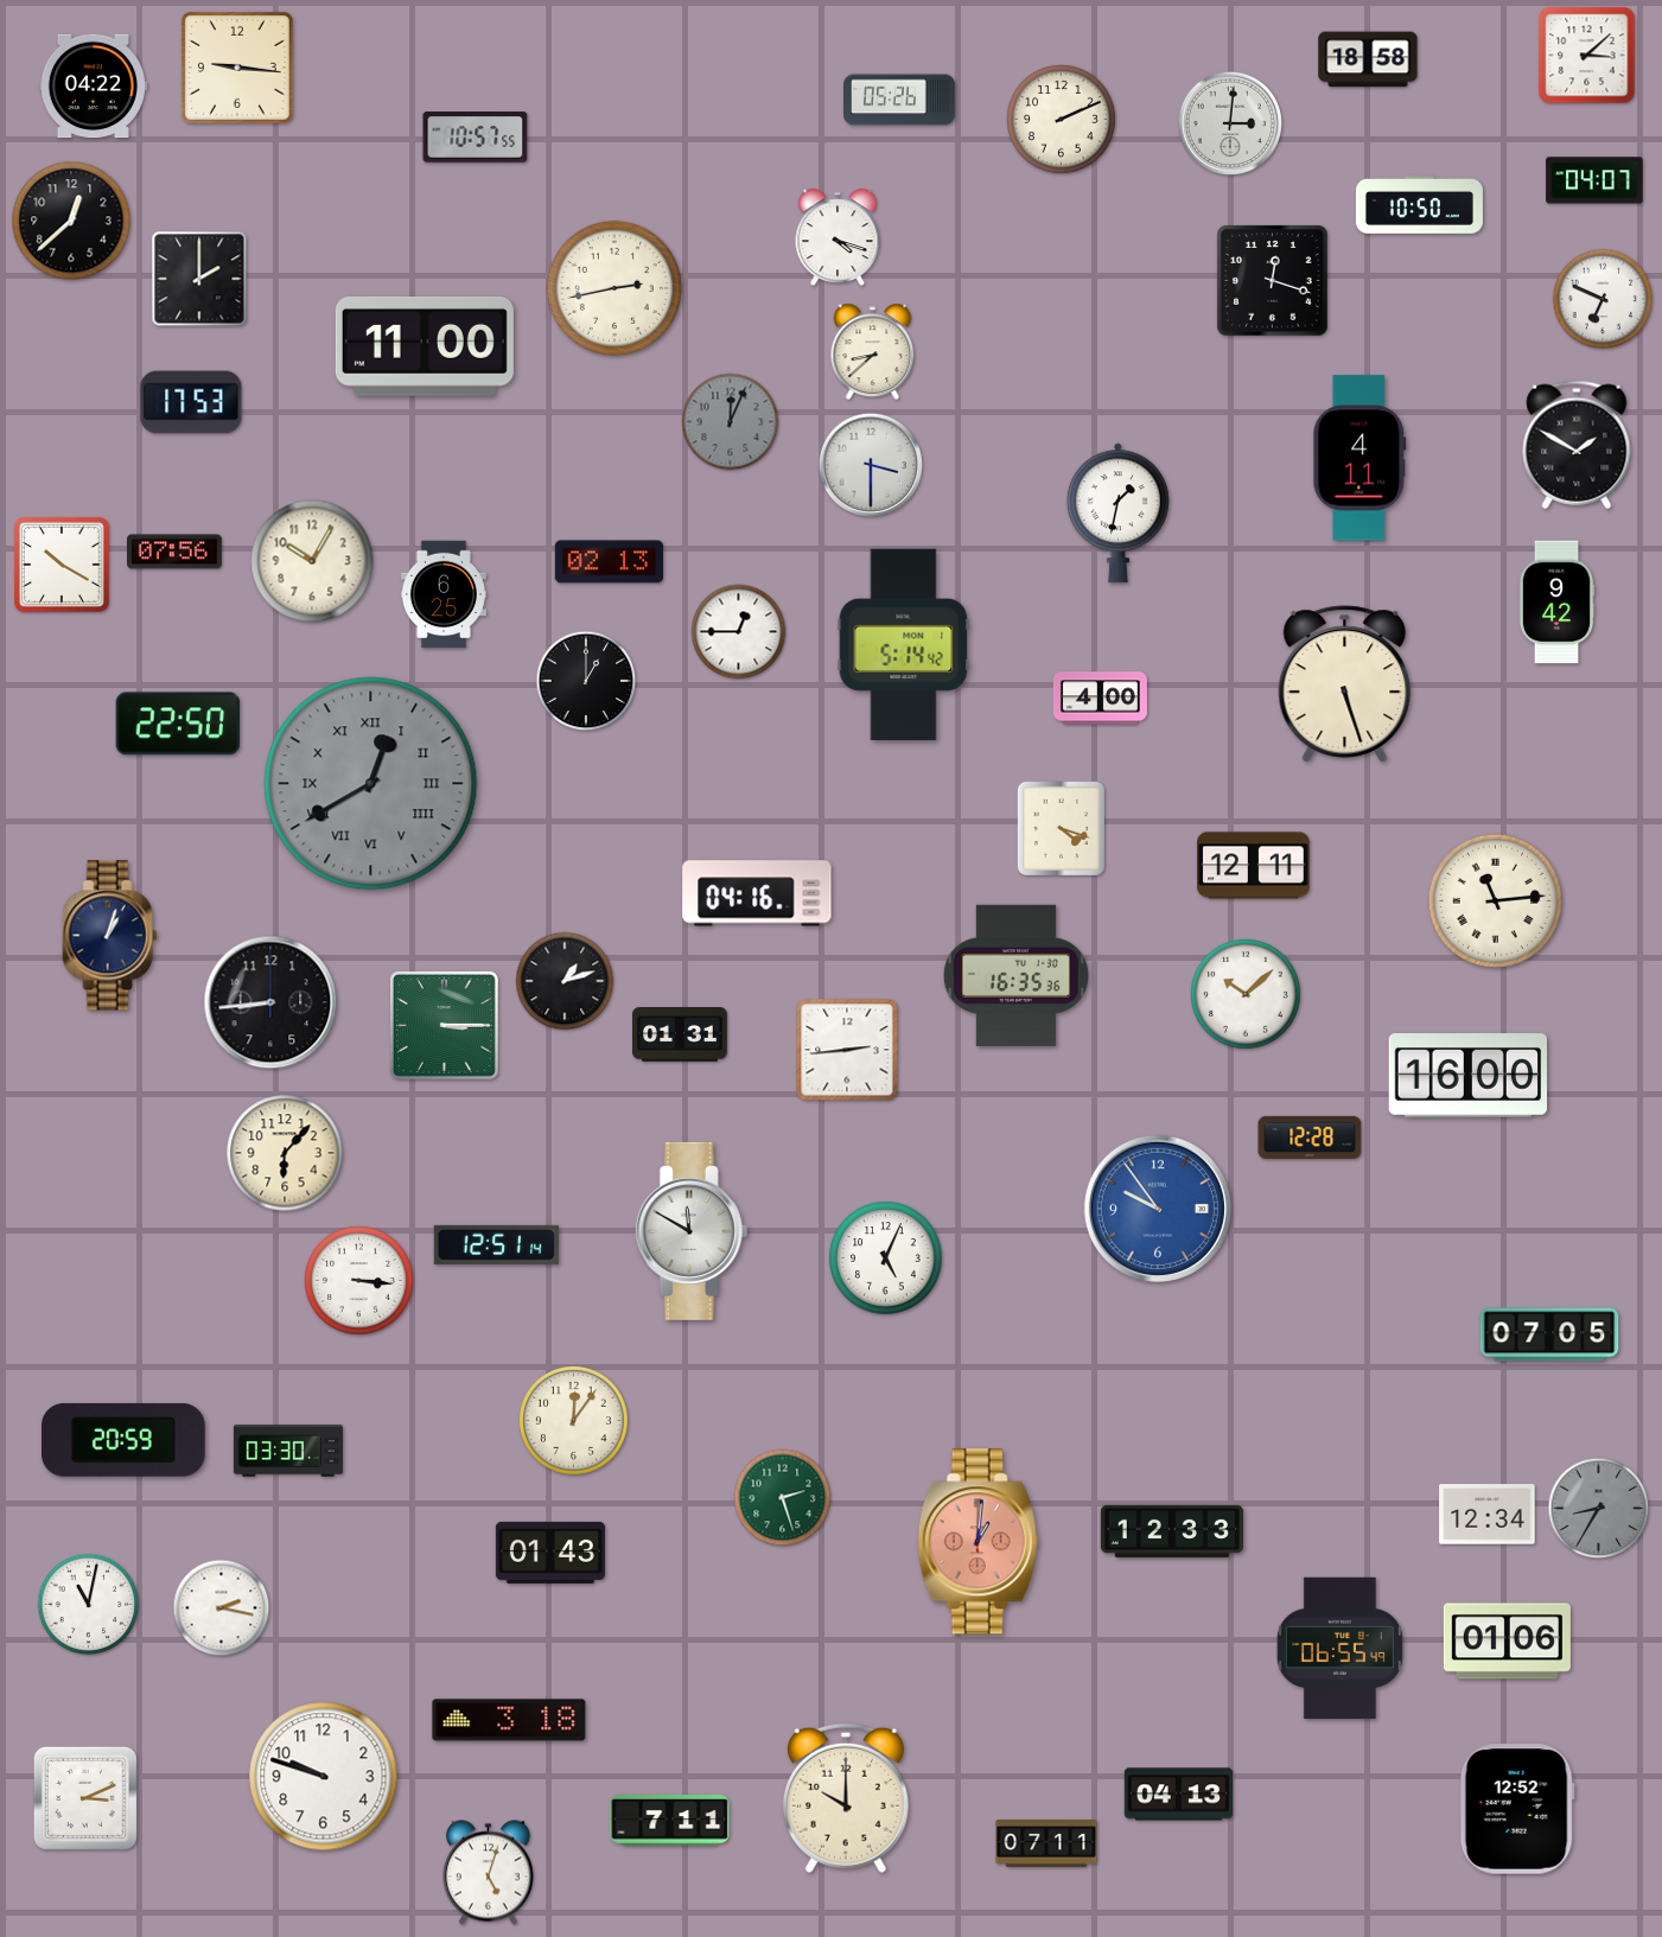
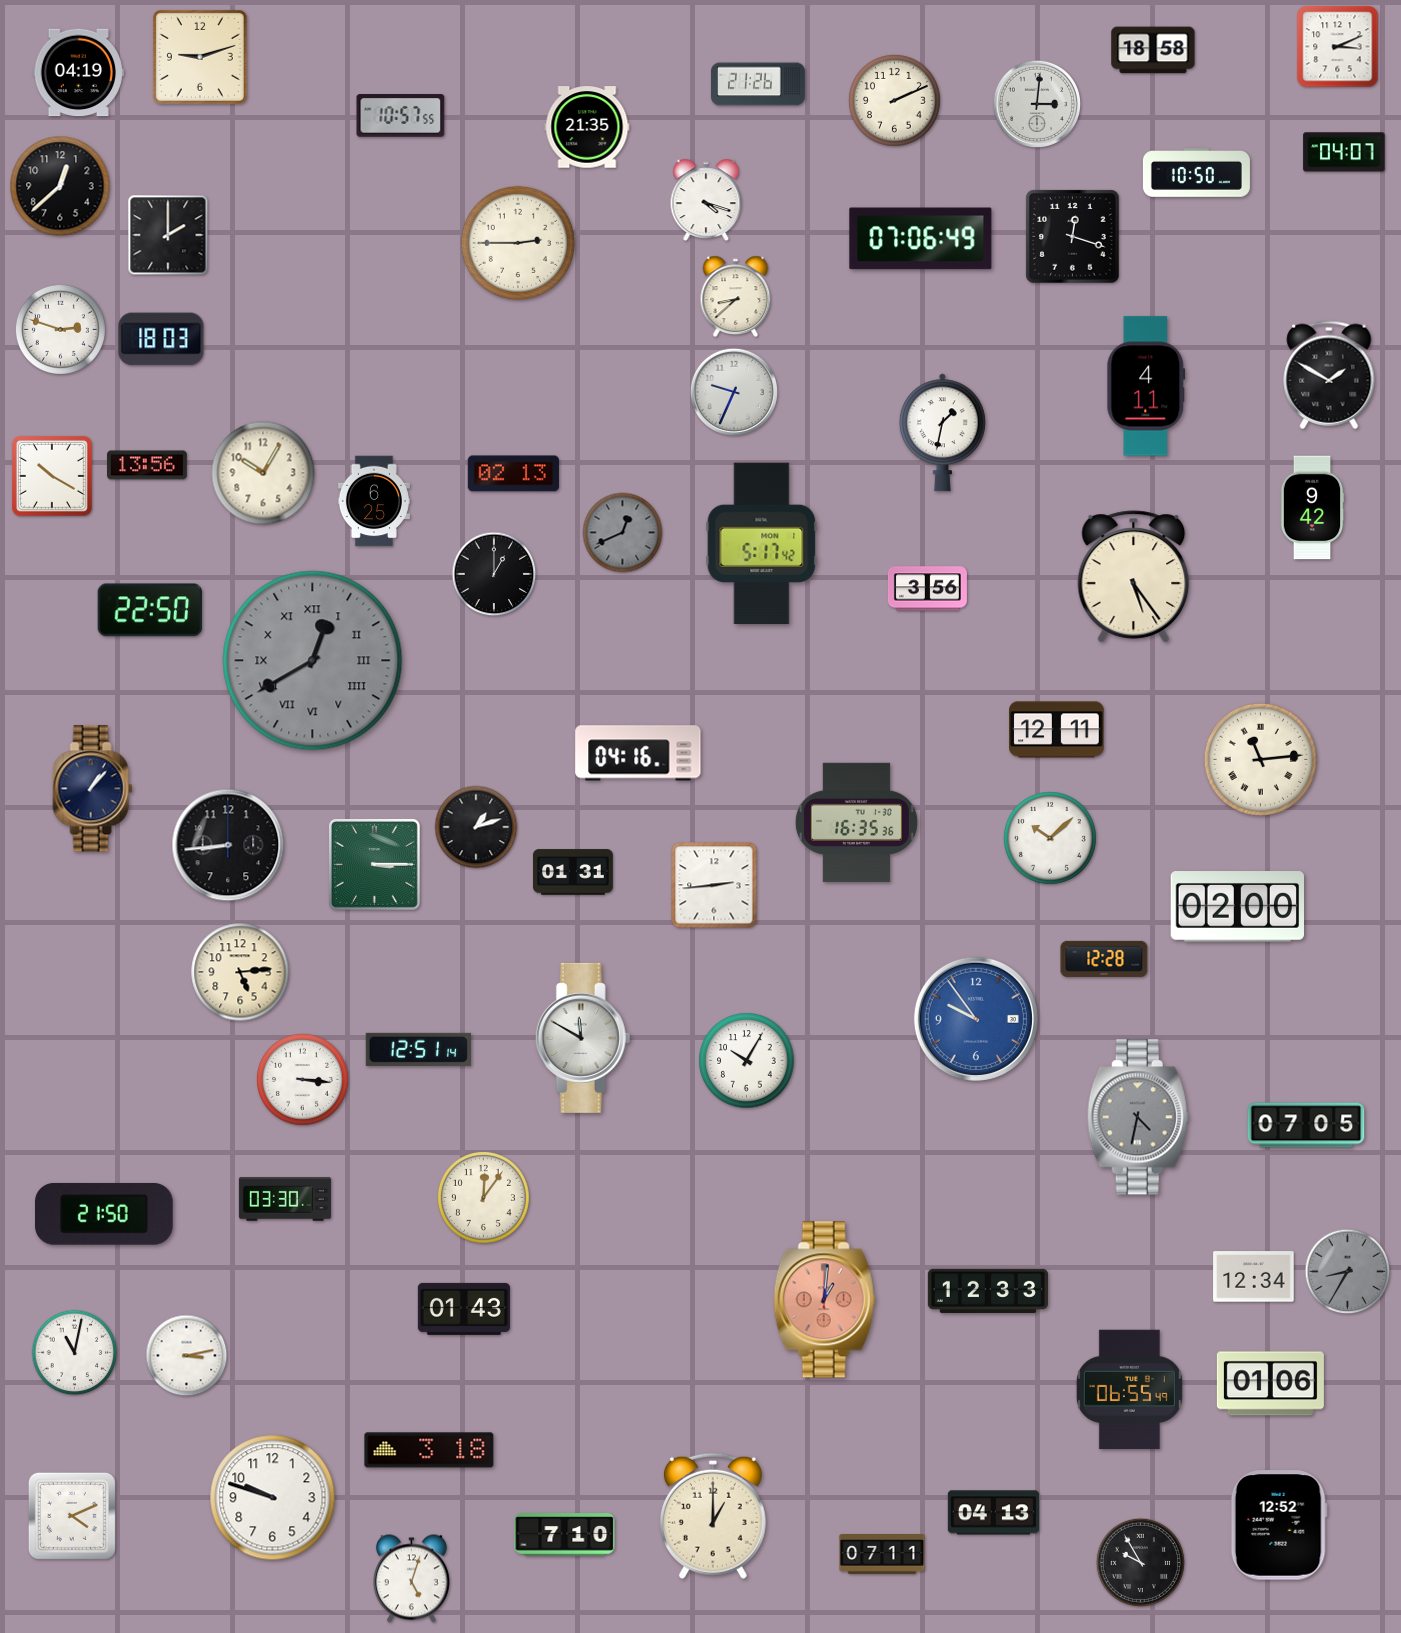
clock at (1587, 56): 3:08 -> 3:11
clock at (237, 68): 9:16 -> 9:12
clock at (93, 87): 04:22 -> 04:19
clock at (900, 100): 05:26 -> 21:26
clock at (587, 127): none -> 21:35
clock at (921, 239): none -> 07:06
clock at (615, 288): 2:43 -> 2:45
clock at (1603, 299): 6:49 -> none
clock at (425, 348): 11:00 -> none
clock at (60, 329): none -> 2:48
clock at (191, 402): 17:53 -> 18:03
clock at (731, 422): 12:04 -> none
clock at (870, 464): 3:30 -> 9:34
clock at (176, 552): 07:56 -> 13:56
clock at (739, 632): 12:45 -> 12:41
clock at (739, 632) dial: white -> grey
clock at (904, 645): 5:14 -> 5:17
clock at (1345, 684): 5:27 -> 5:24
clock at (1100, 699): 4:00 -> 3:56
clock at (1061, 828): 4:18 -> none
clock at (110, 936): 1:03 -> 1:07
clock at (1467, 1076): 16:00 -> 02:00
clock at (285, 1153): 6:07 -> 5:14
clock at (886, 1259): 5:04 -> 10:05
clock at (1138, 1117): none -> 4:32
clock at (125, 1440): 20:59 -> 21:50
clock at (288, 1451) position: (288, 1451) -> (285, 1199)
clock at (783, 1498): 2:27 -> none
clock at (222, 1608): 2:17 -> 3:13
clock at (85, 1798): 3:11 -> 4:11
clock at (846, 1798): 10:00 -> 1:00
clock at (670, 1821): 7:11 -> 7:10
clock at (1140, 1562): none -> 9:55
